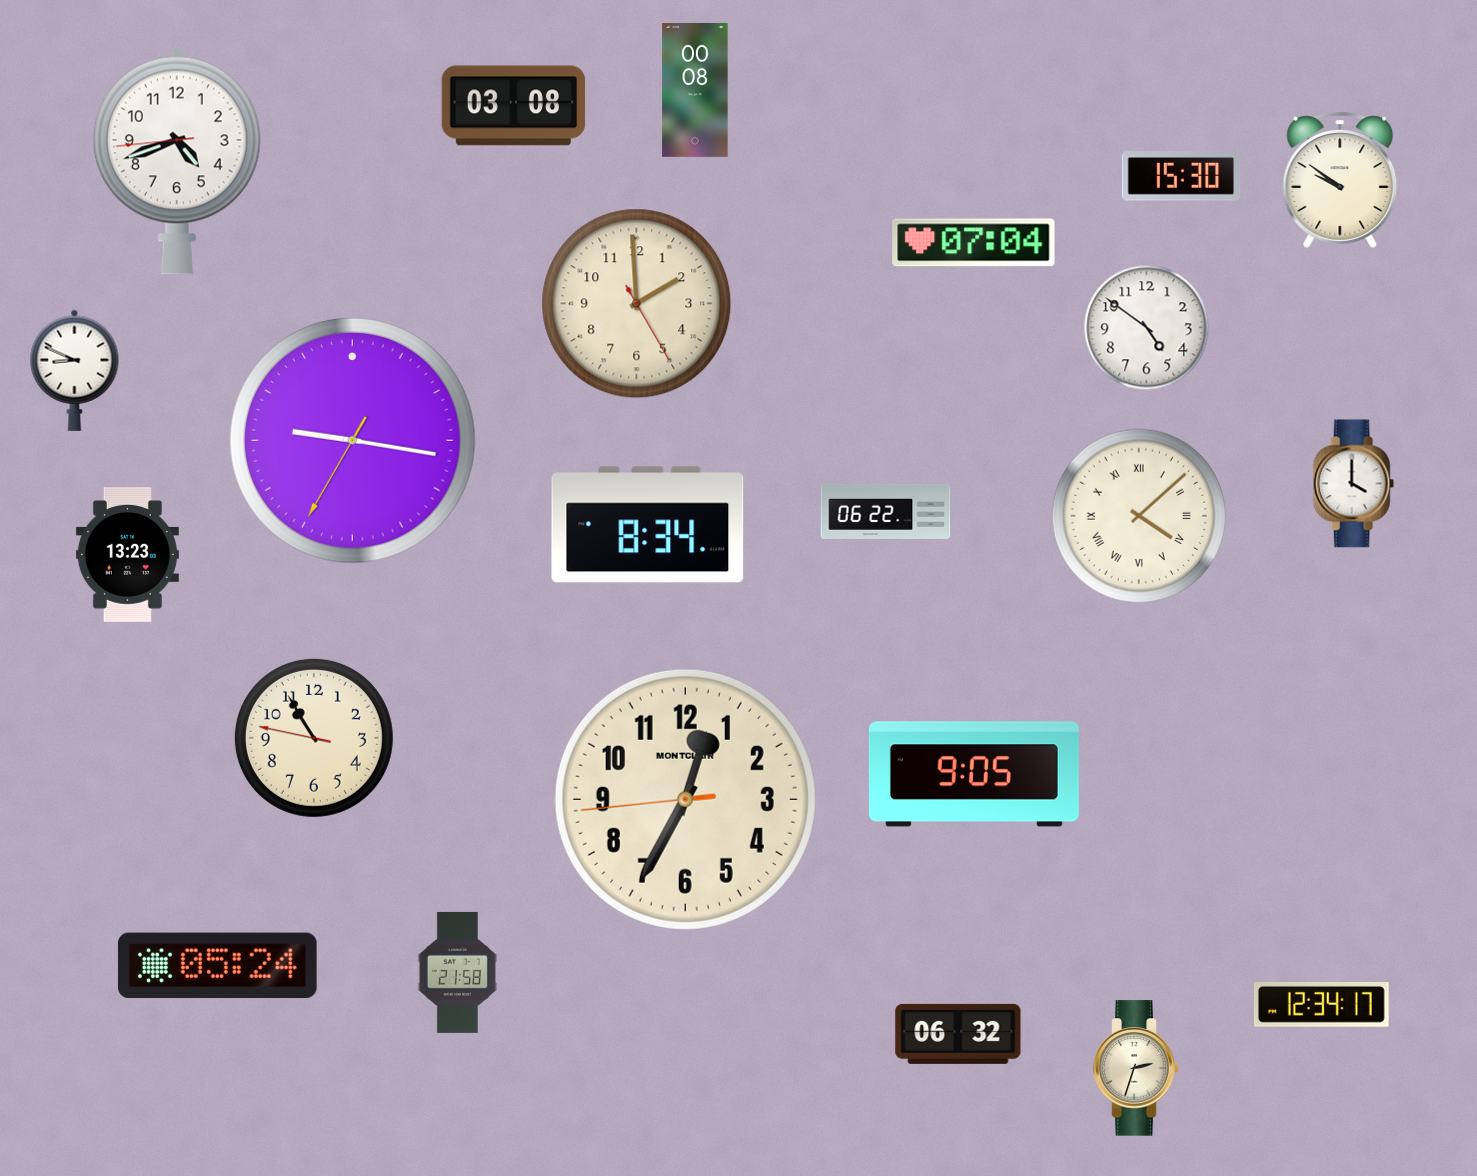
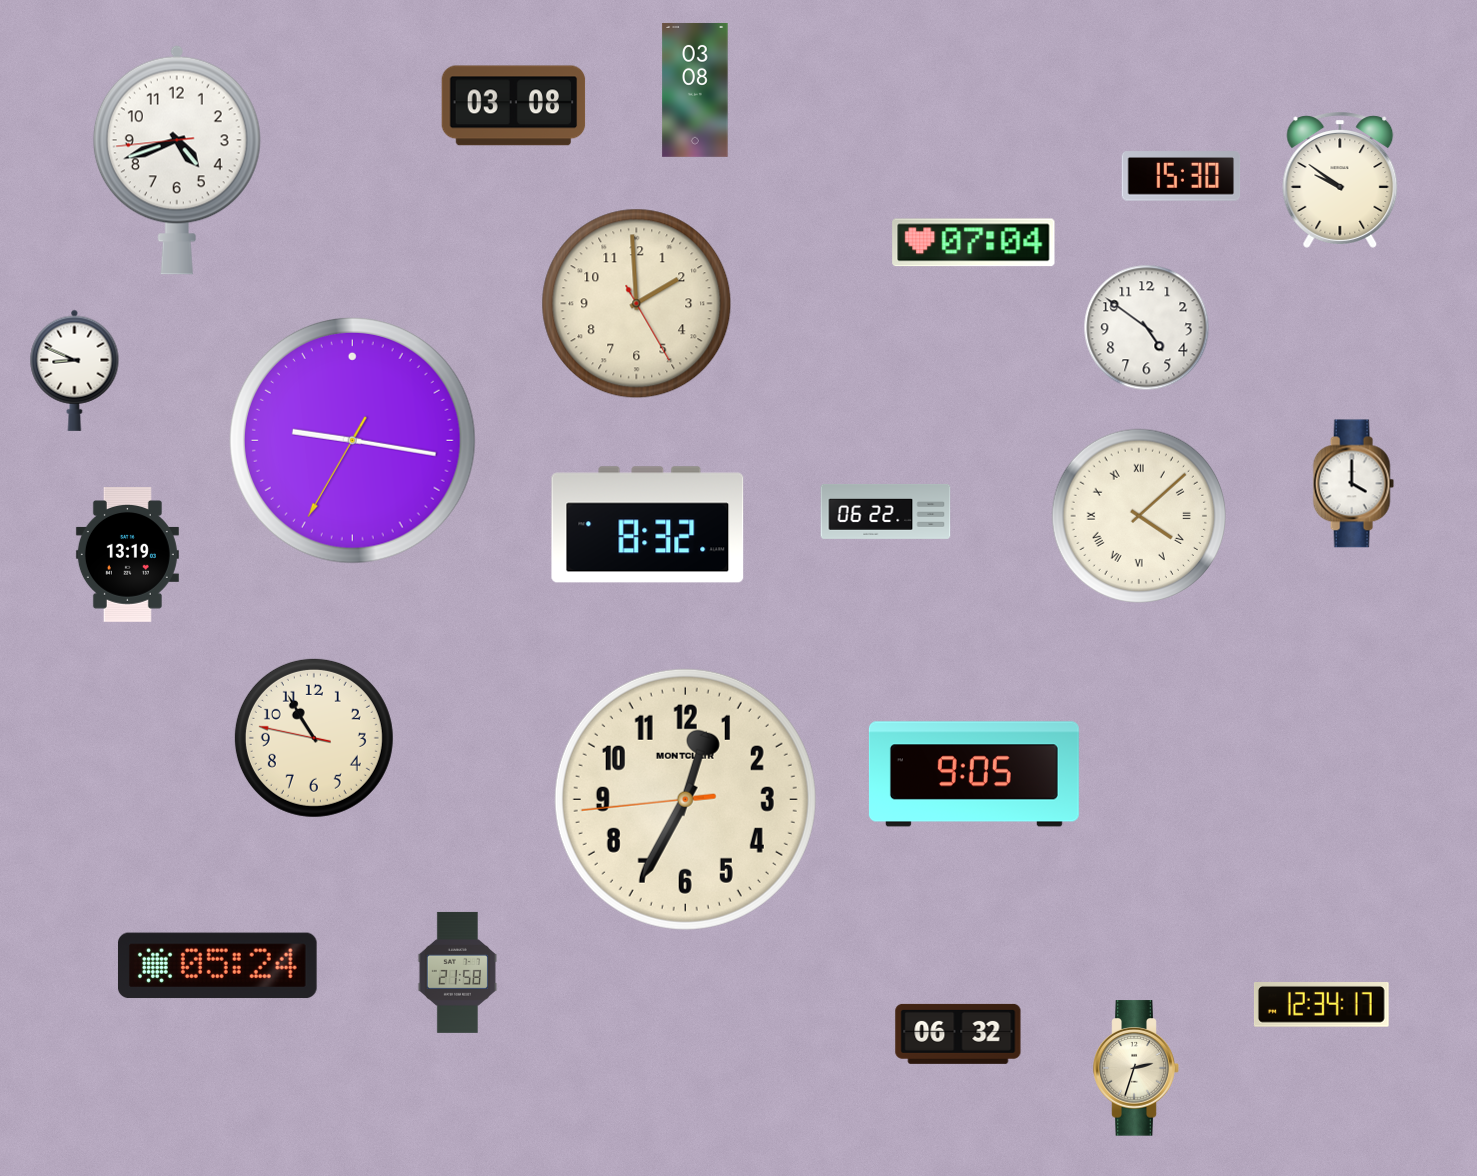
clock at (695, 90): 00:08 -> 03:08
clock at (648, 525): 8:34 -> 8:32
clock at (127, 555): 13:23 -> 13:19
